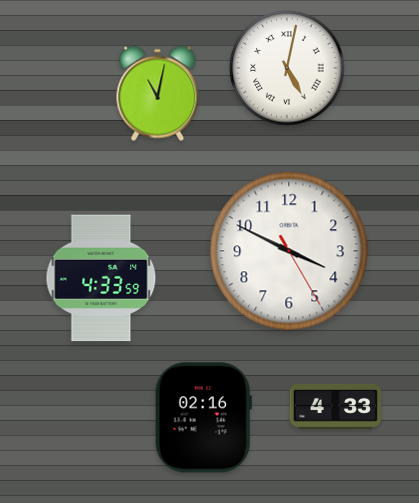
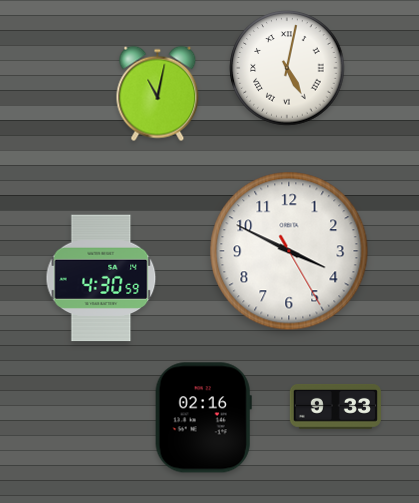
clock at (101, 278): 4:33 -> 4:30
clock at (335, 406): 4:33 -> 9:33
